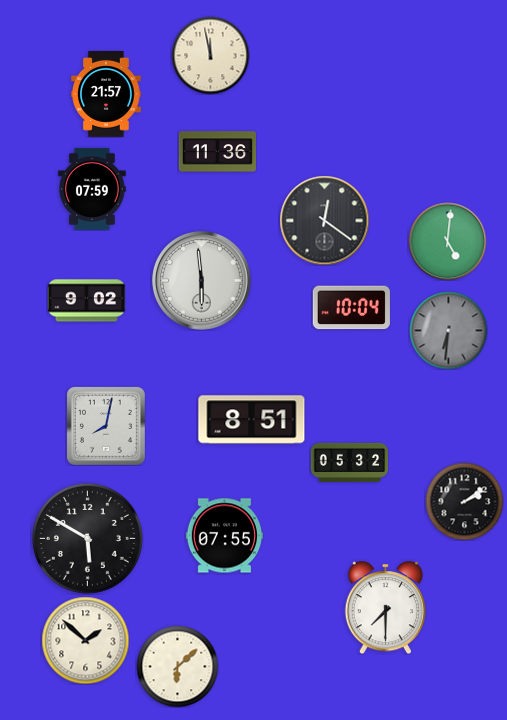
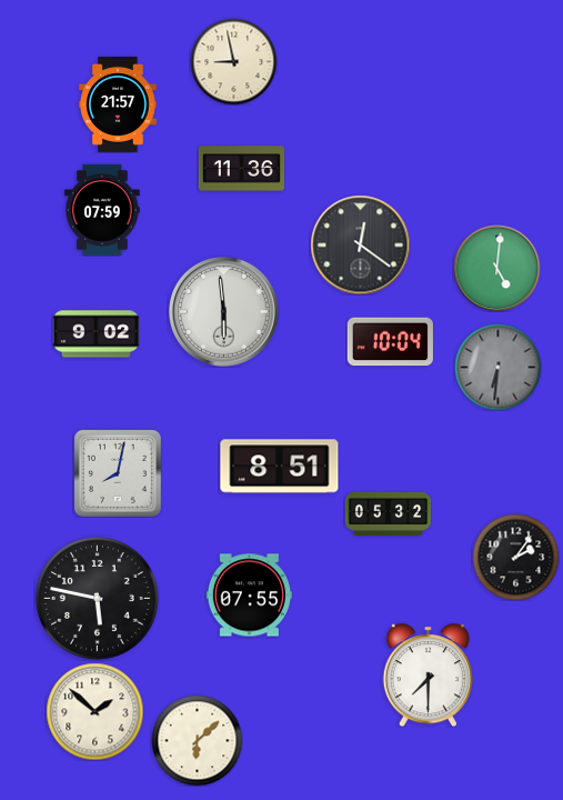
clock at (210, 55): 11:58 -> 8:58
clock at (464, 501): 2:09 -> 2:06
clock at (87, 538): 5:50 -> 5:47
